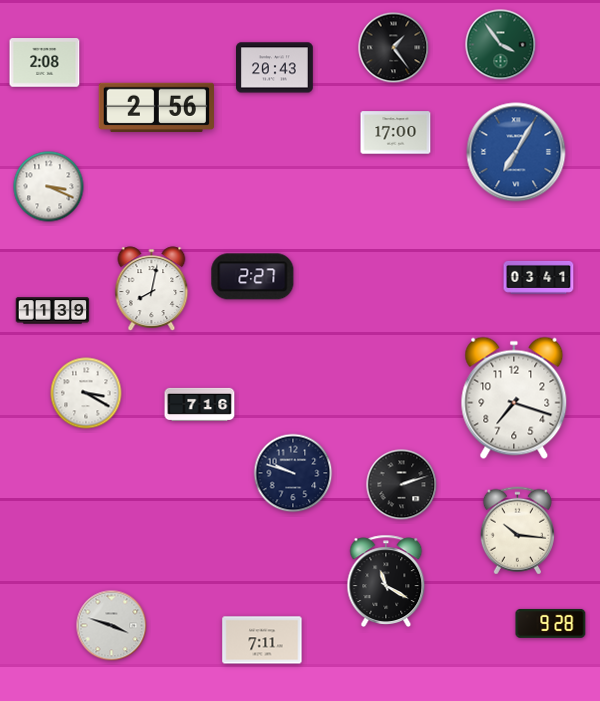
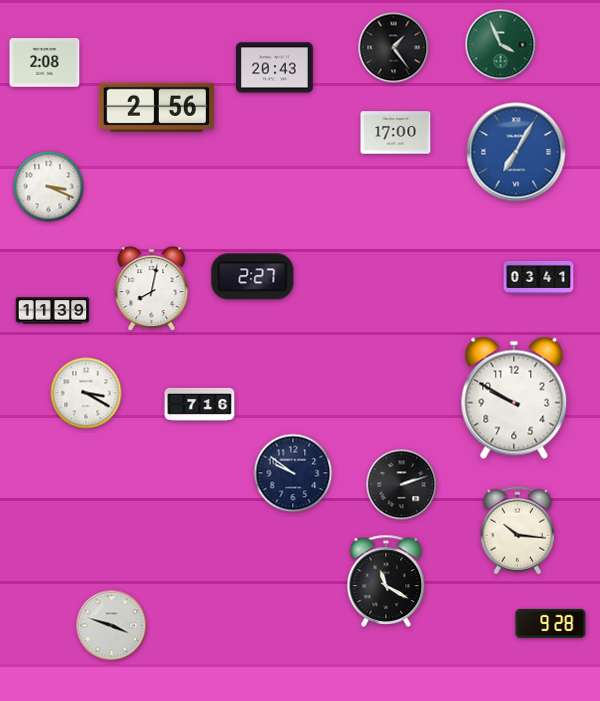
clock at (501, 45): 3:54 -> 3:56
clock at (514, 398): 7:18 -> 9:50
clock at (293, 473): 9:48 -> 9:51
clock at (262, 640): 7:11 -> none
